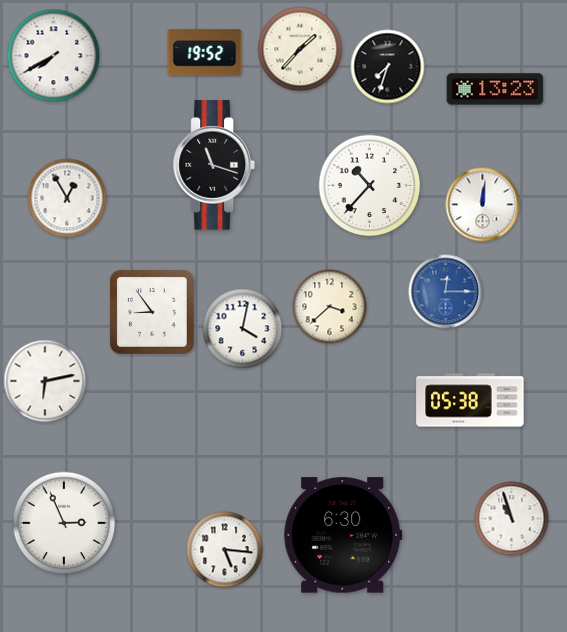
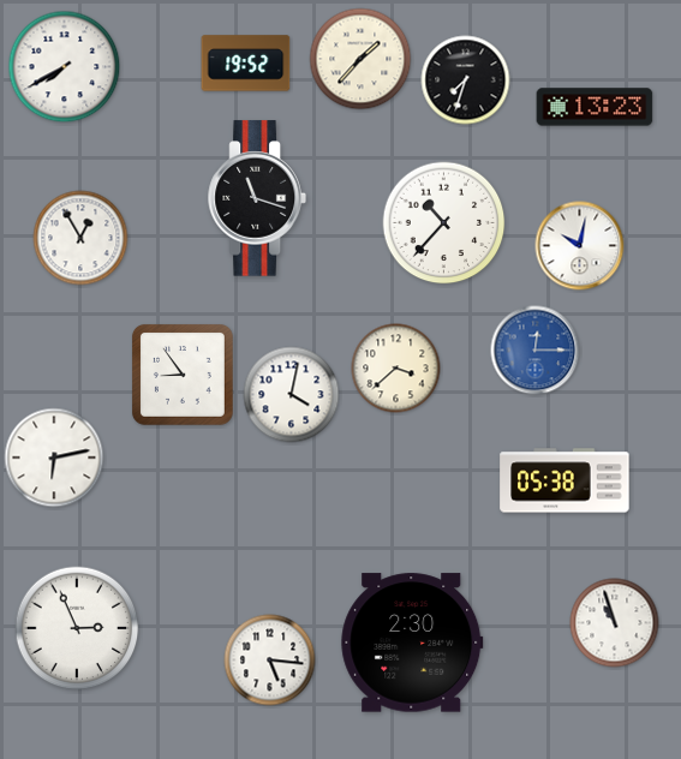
clock at (483, 205): 12:01 -> 10:02
clock at (343, 535): 6:30 -> 2:30
